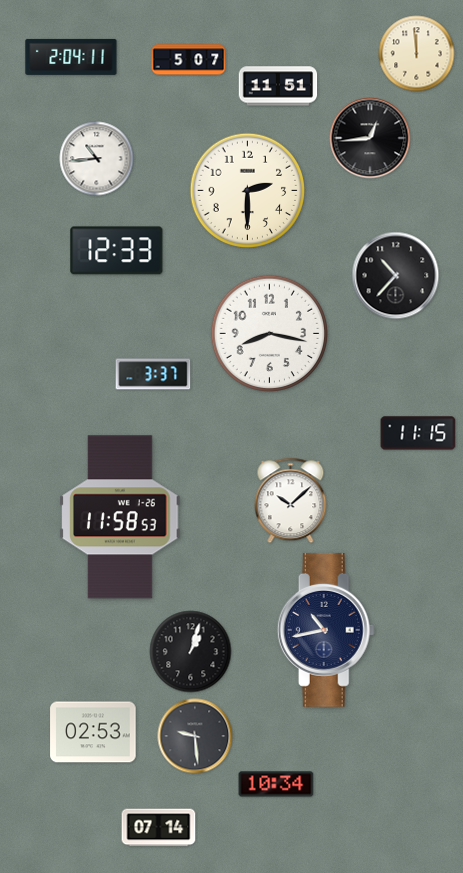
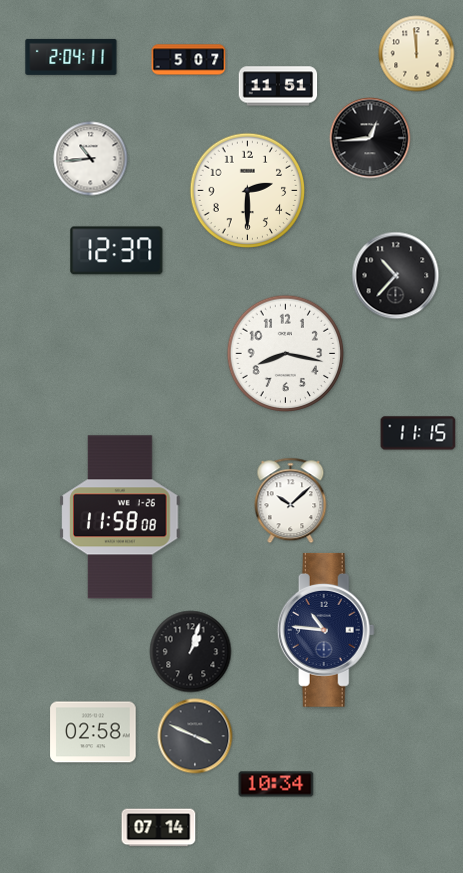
clock at (97, 159) position: (97, 159) -> (91, 159)
clock at (117, 251): 12:33 -> 12:37
clock at (270, 334) position: (270, 334) -> (286, 354)
clock at (153, 374): 3:37 -> none
clock at (120, 517): 11:58:53 -> 11:58:08
clock at (326, 630): 10:43 -> 10:46
clock at (93, 732): 02:53 -> 02:58
clock at (195, 736): 9:29 -> 3:49
